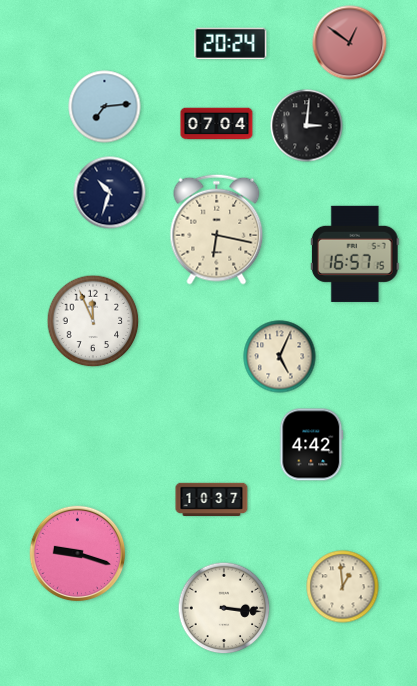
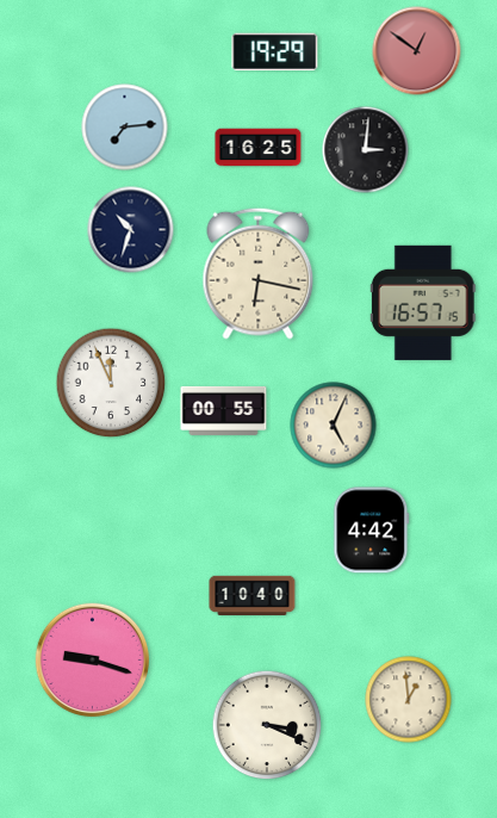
clock at (231, 44): 20:24 -> 19:29
clock at (217, 124): 07:04 -> 16:25
clock at (224, 410): none -> 00:55
clock at (212, 499): 10:37 -> 10:40
clock at (224, 608): 3:16 -> 3:19
